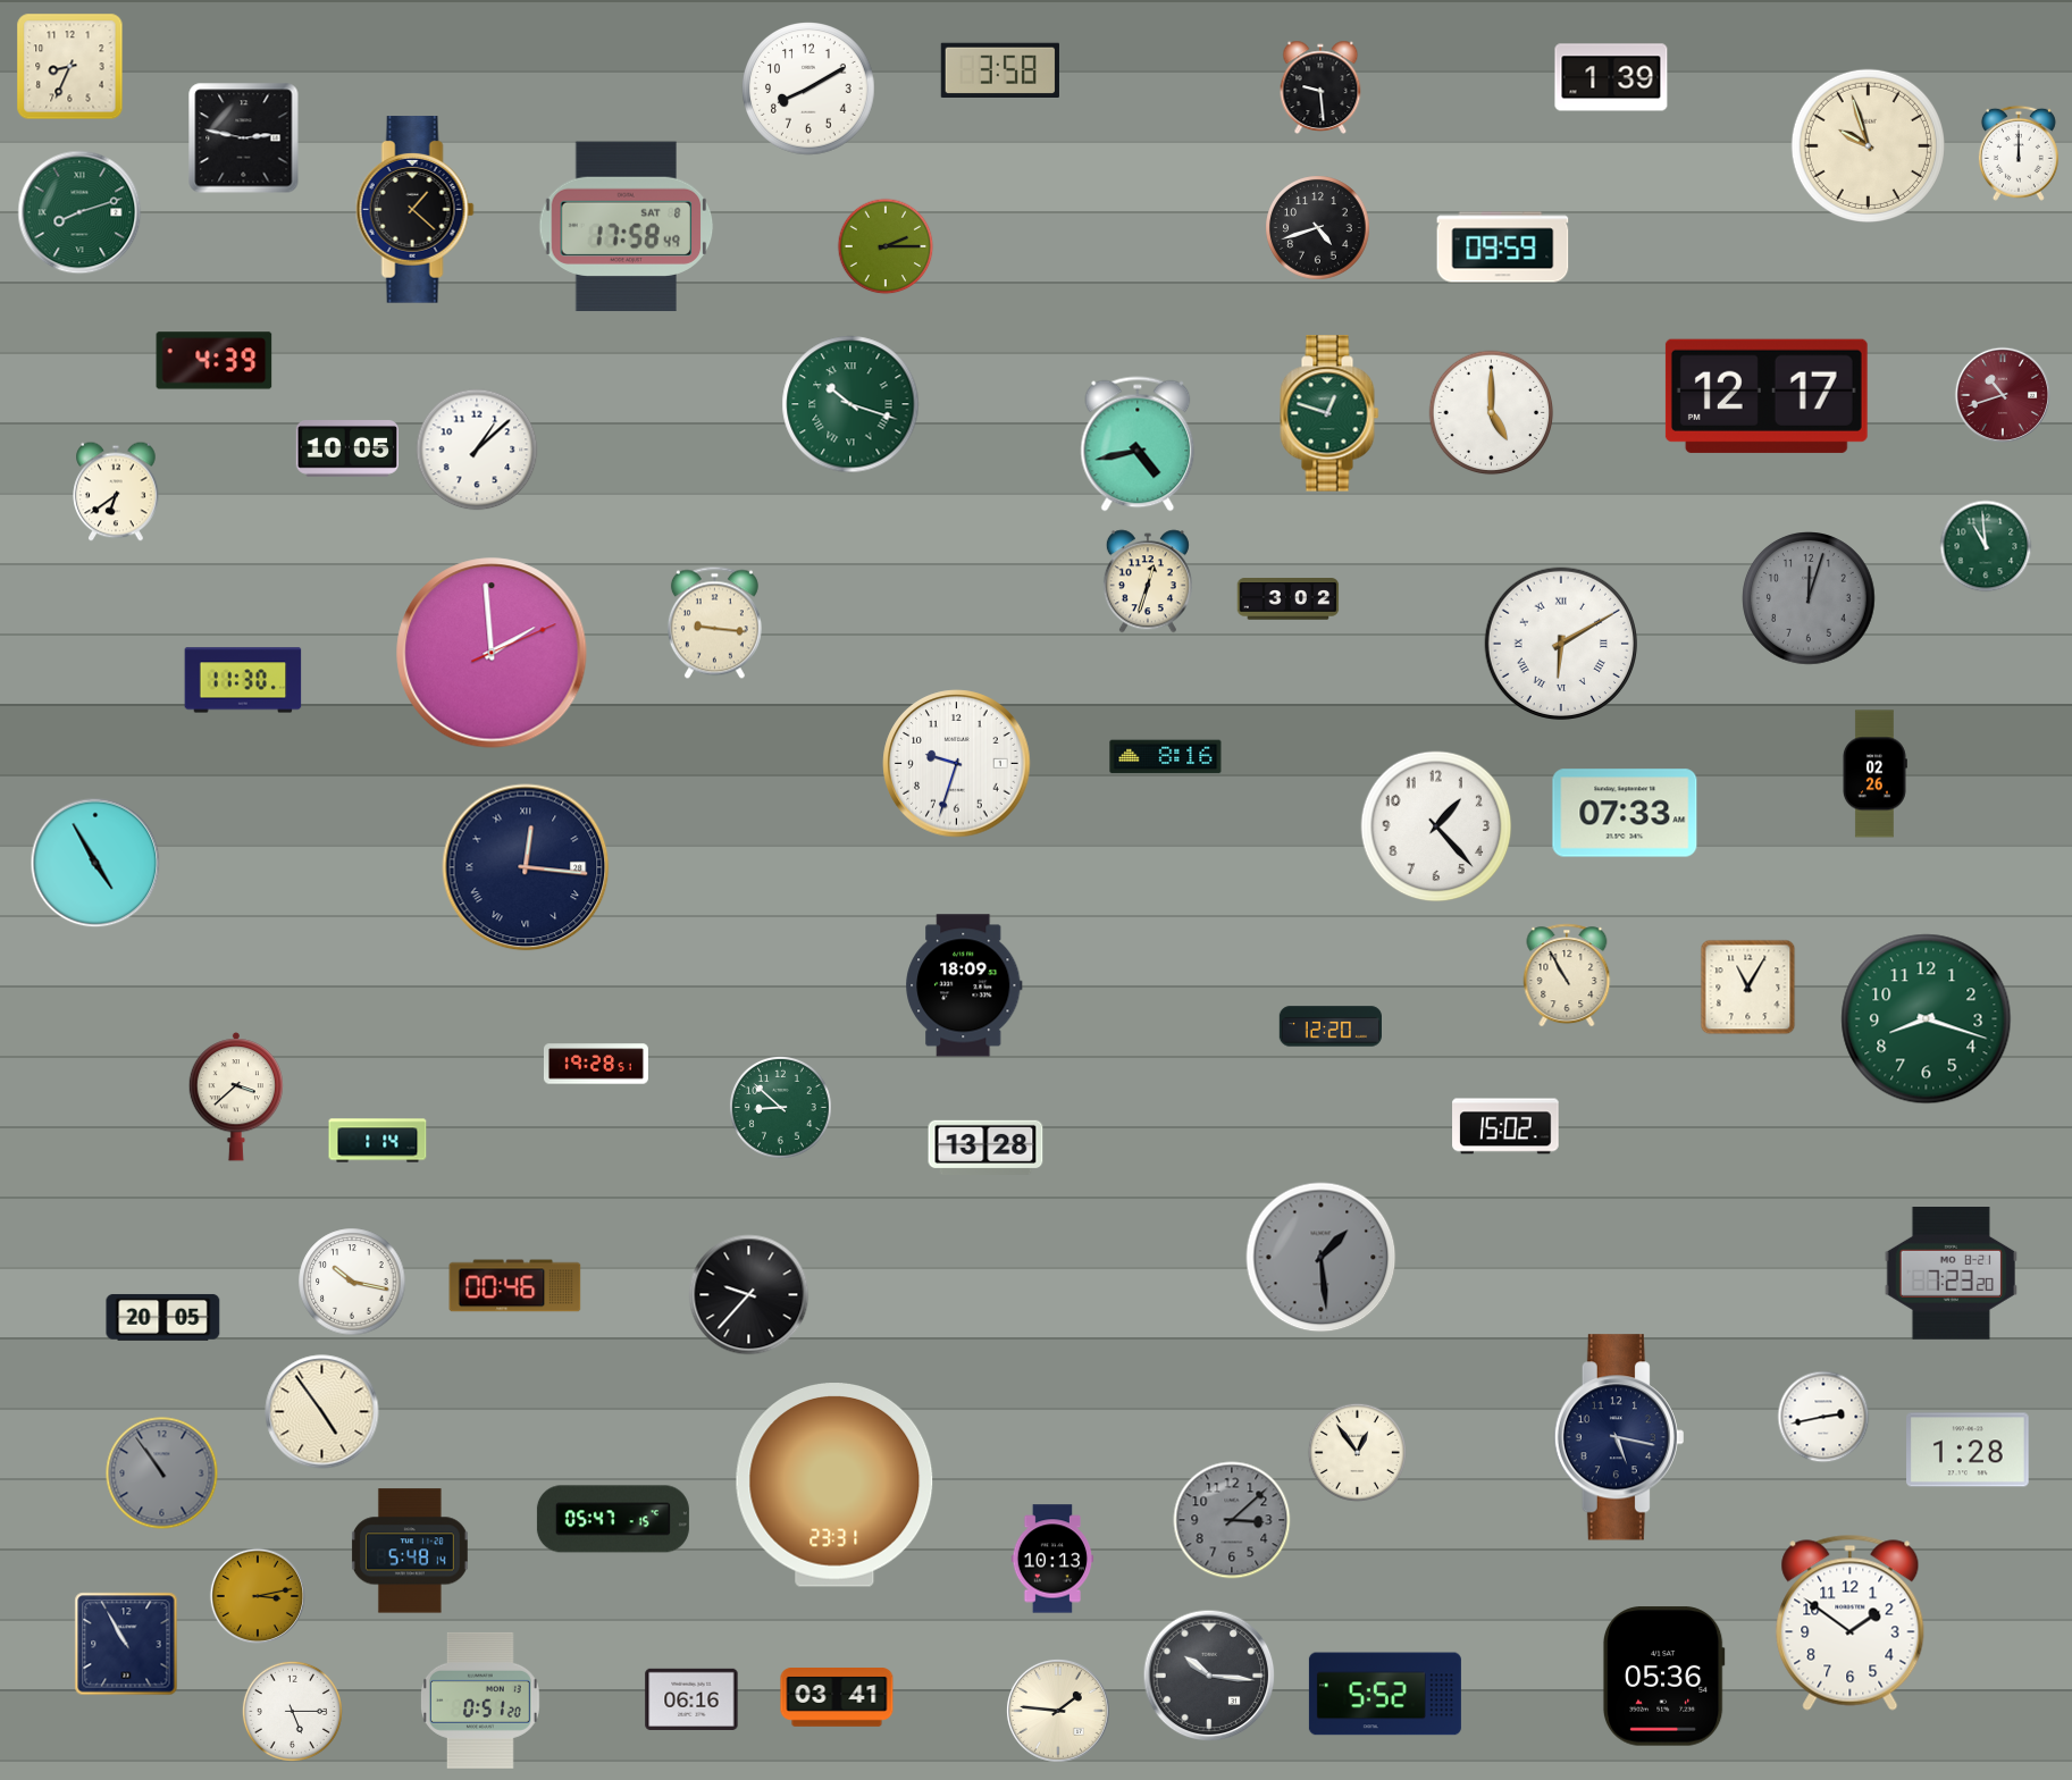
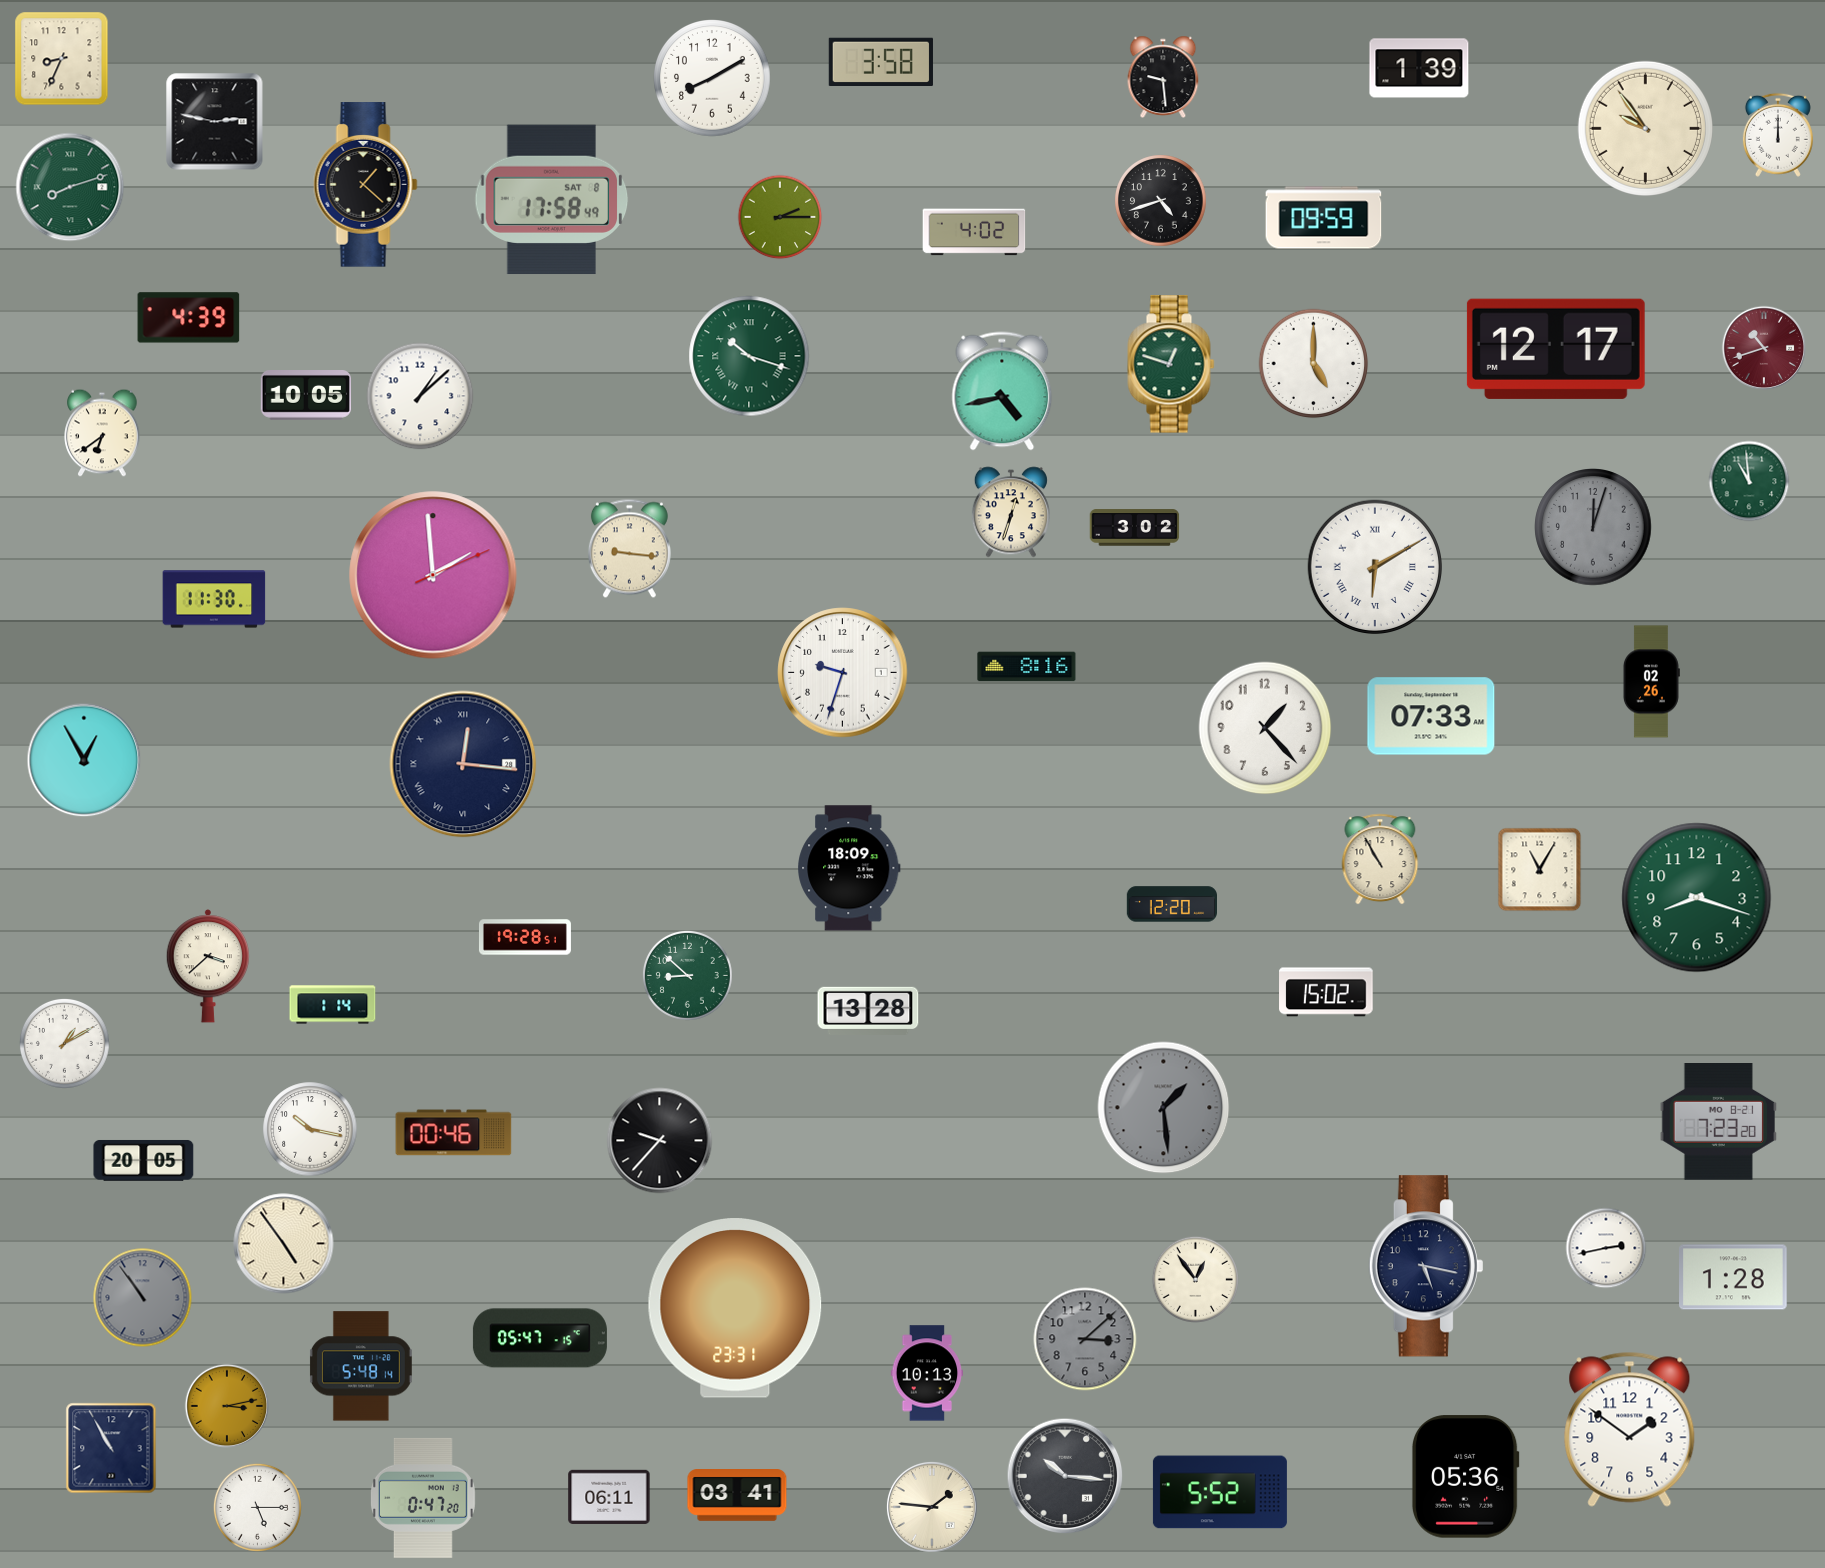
clock at (1868, 145): 9:57 -> 9:54
clock at (974, 232): none -> 4:02
clock at (95, 863): 4:55 -> 12:55
clock at (64, 1043): none -> 1:10
clock at (691, 1699): 06:16 -> 06:11
clock at (480, 1701): 0:51 -> 0:47
